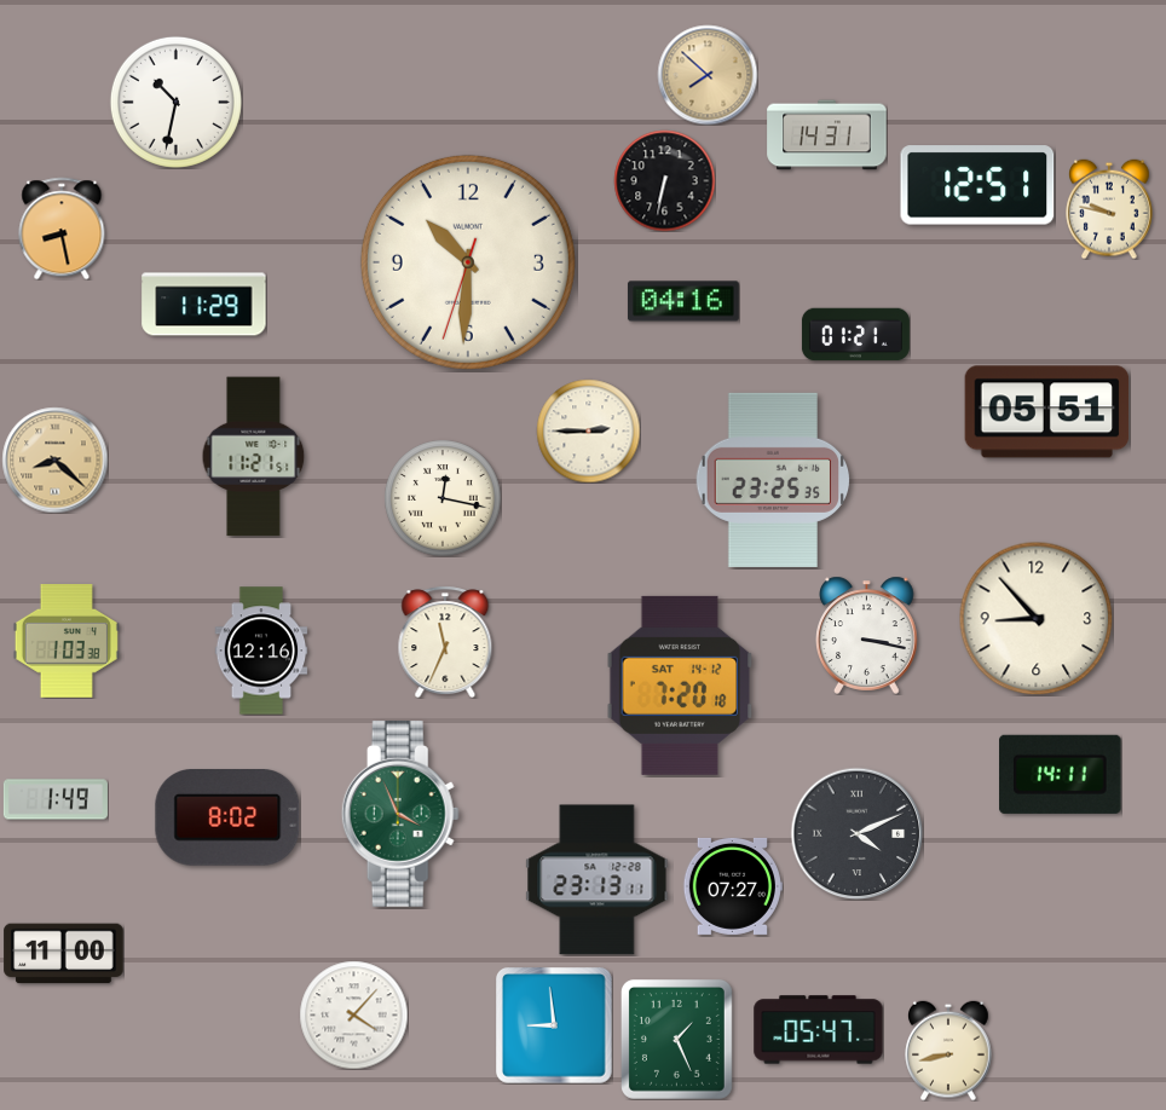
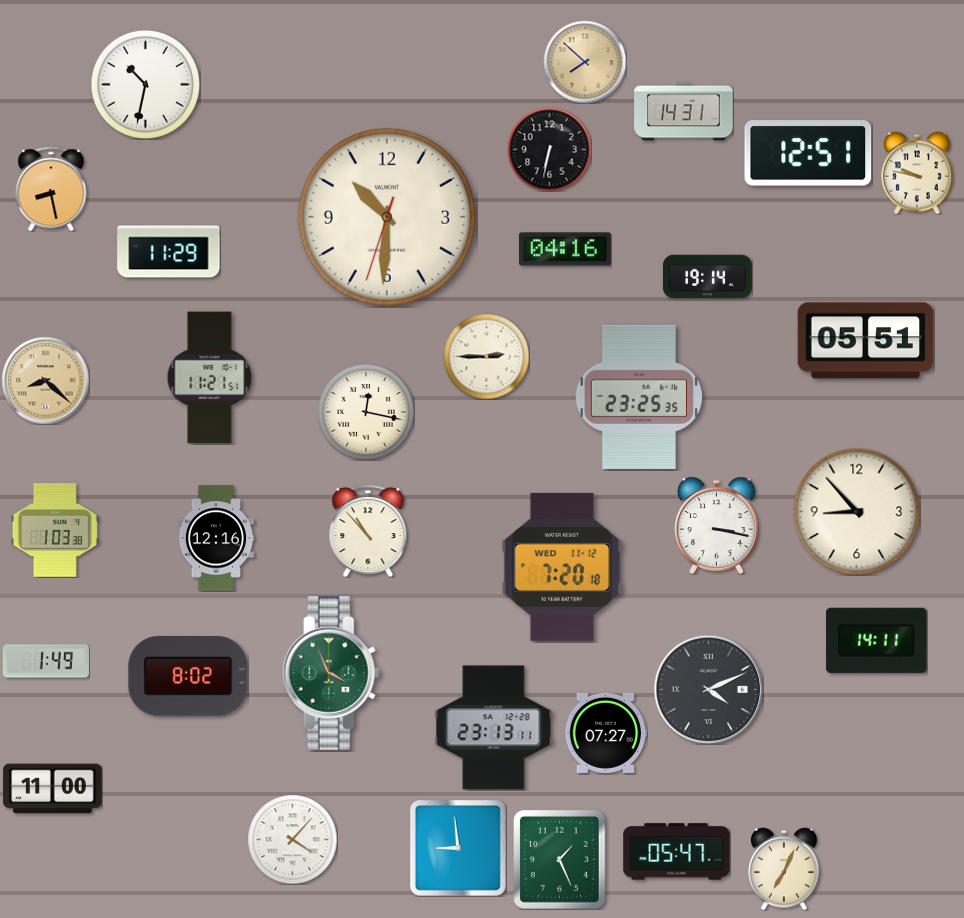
clock at (855, 335): 01:21 -> 19:14
clock at (445, 642): 11:34 -> 10:53
clock at (680, 686) date: SAT 14-12 -> WED 11-12
clock at (948, 1051): 8:43 -> 7:04
